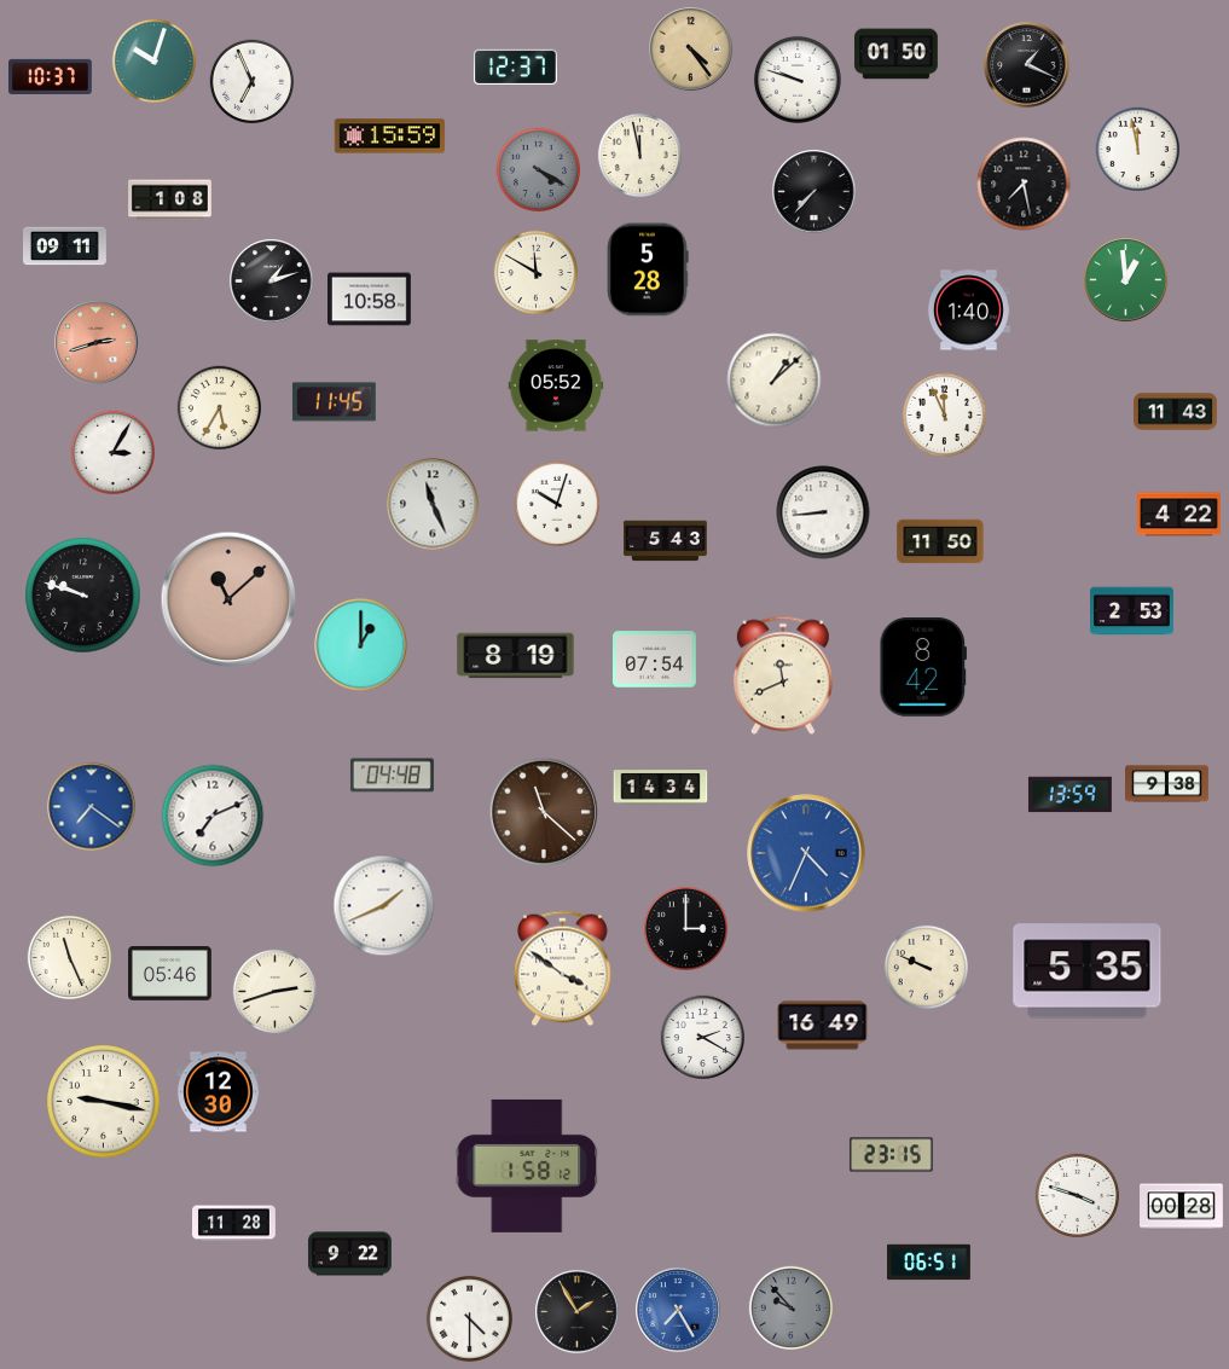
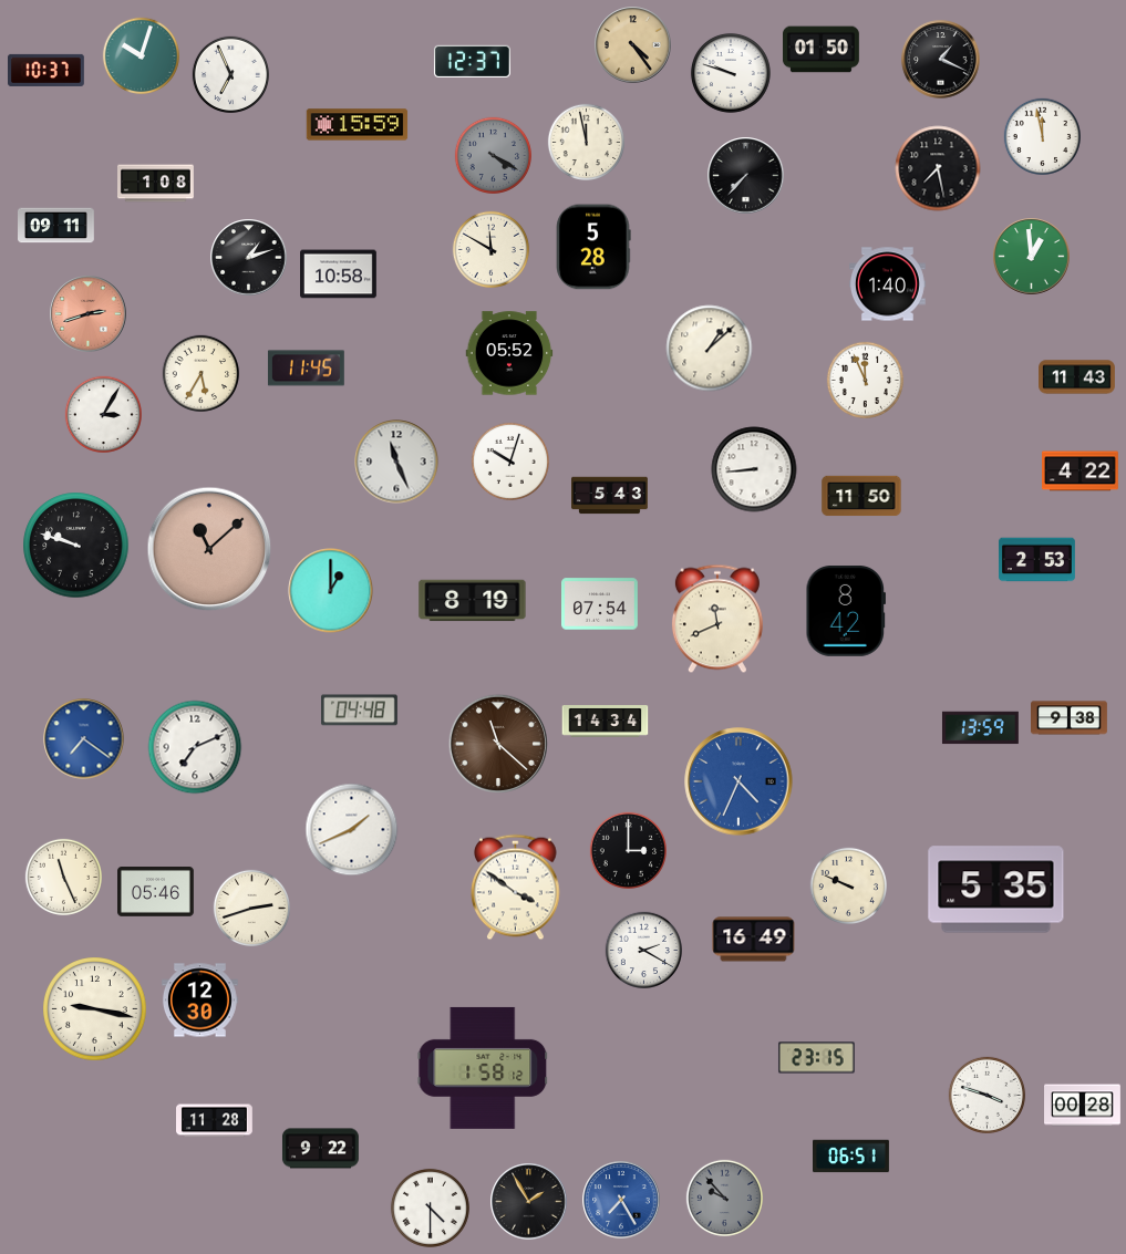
clock at (65, 246) position: (65, 246) -> (56, 226)
